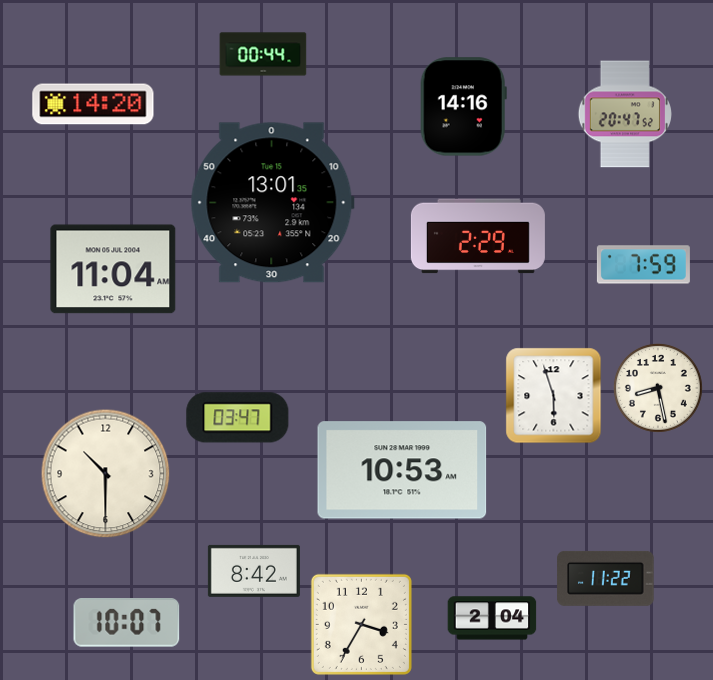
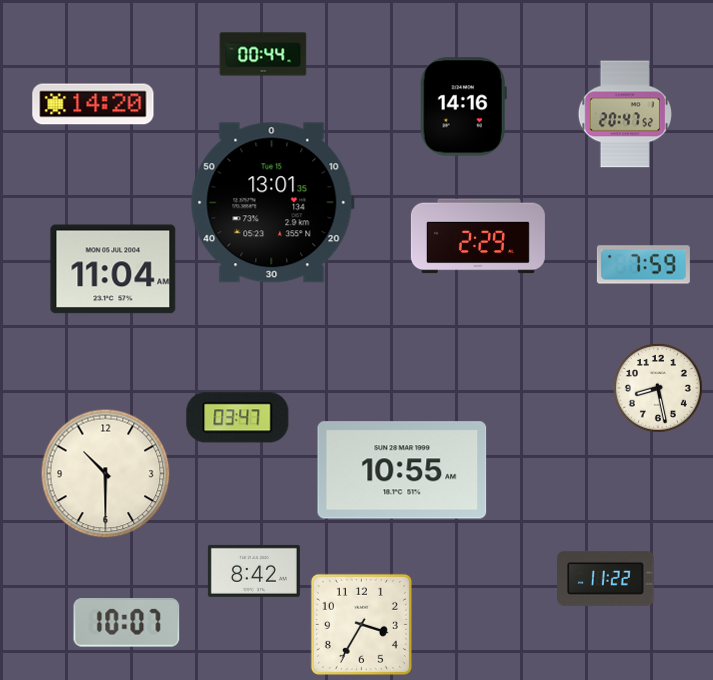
clock at (554, 396): 5:57 -> none
clock at (402, 470): 10:53 -> 10:55
clock at (492, 618): 2:04 -> none
